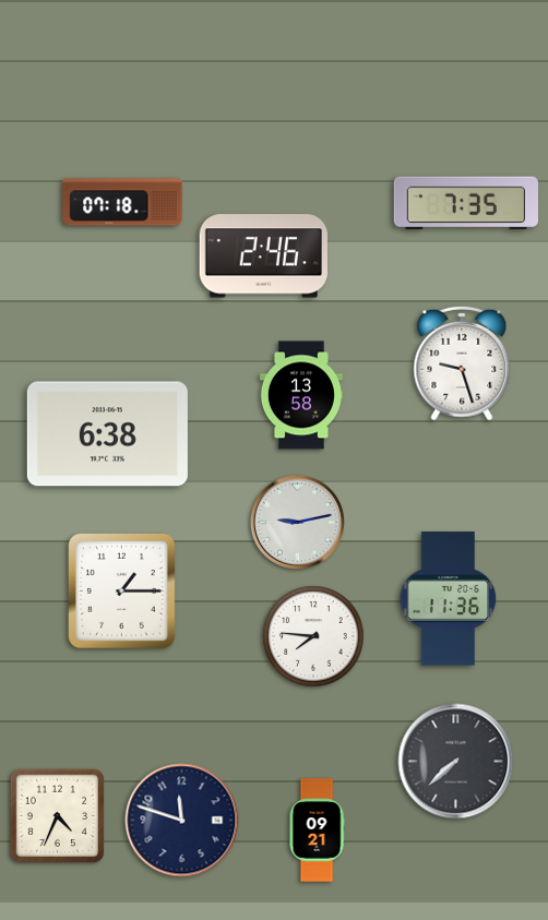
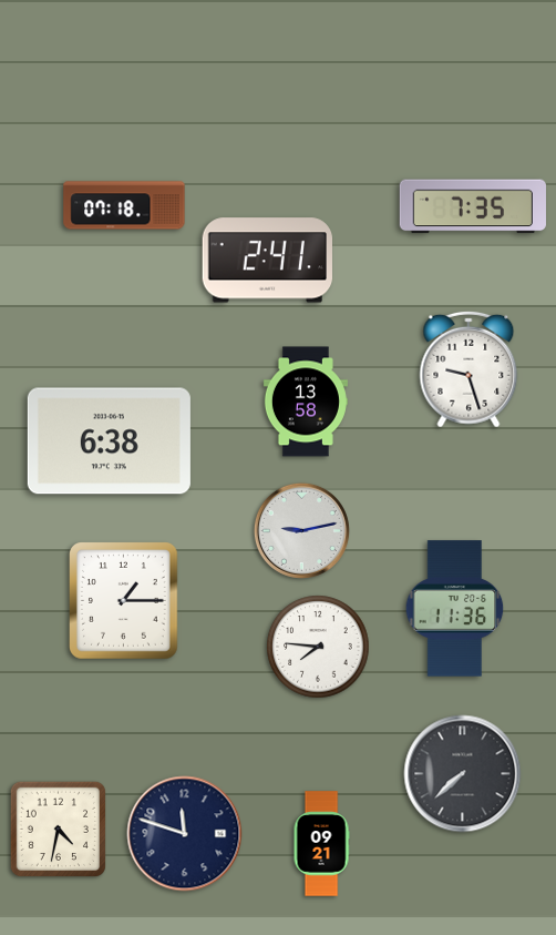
clock at (263, 256): 2:46 -> 2:41
clock at (57, 815): 4:34 -> 4:32
